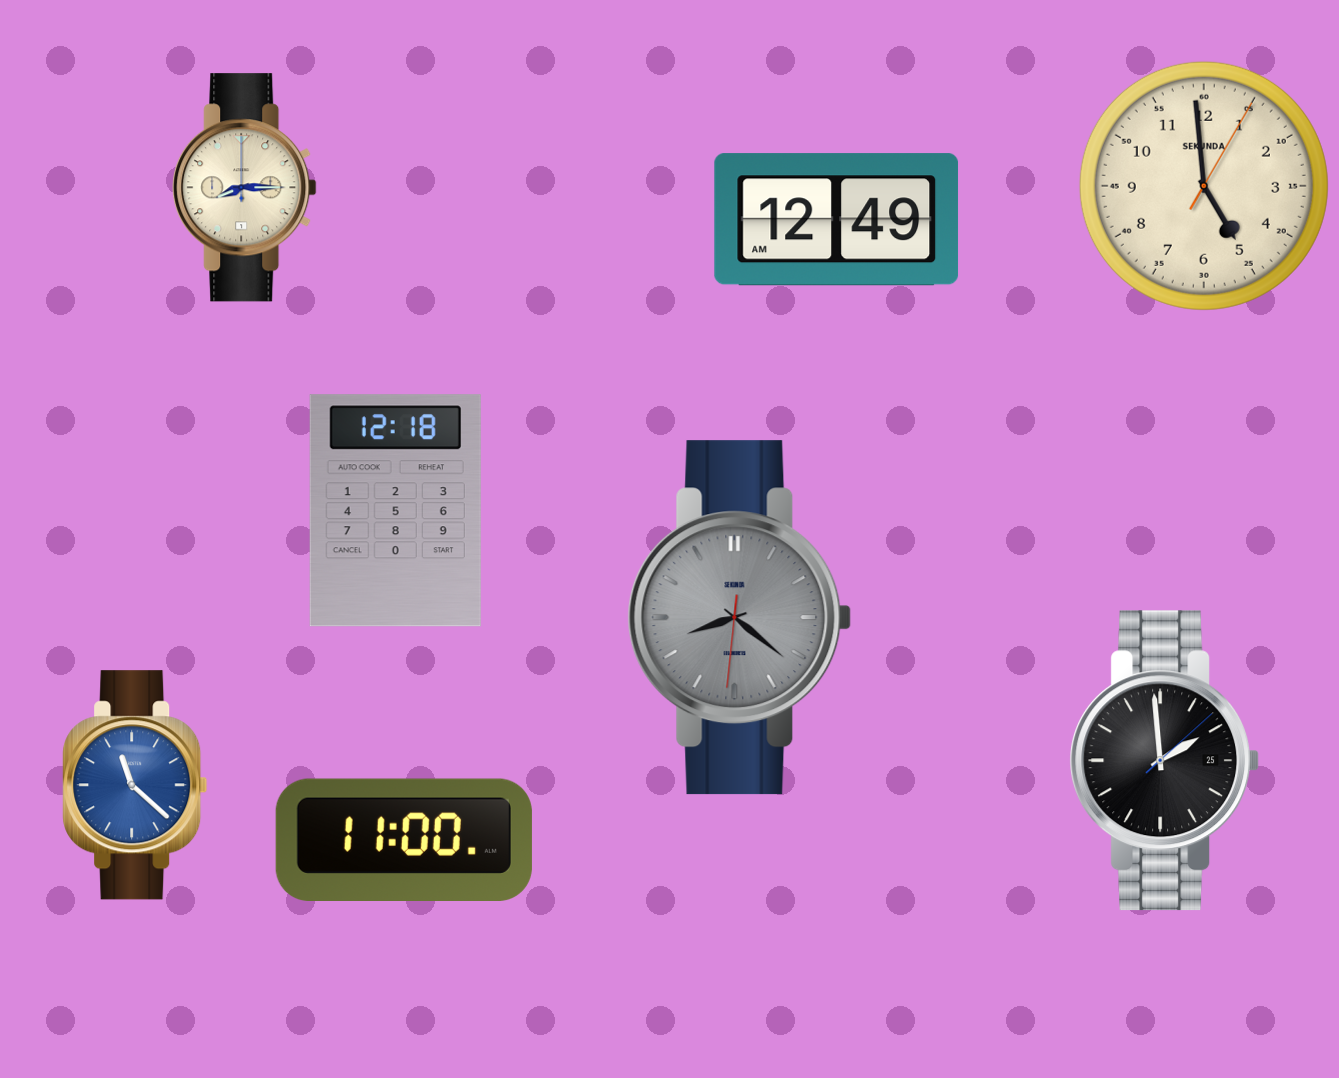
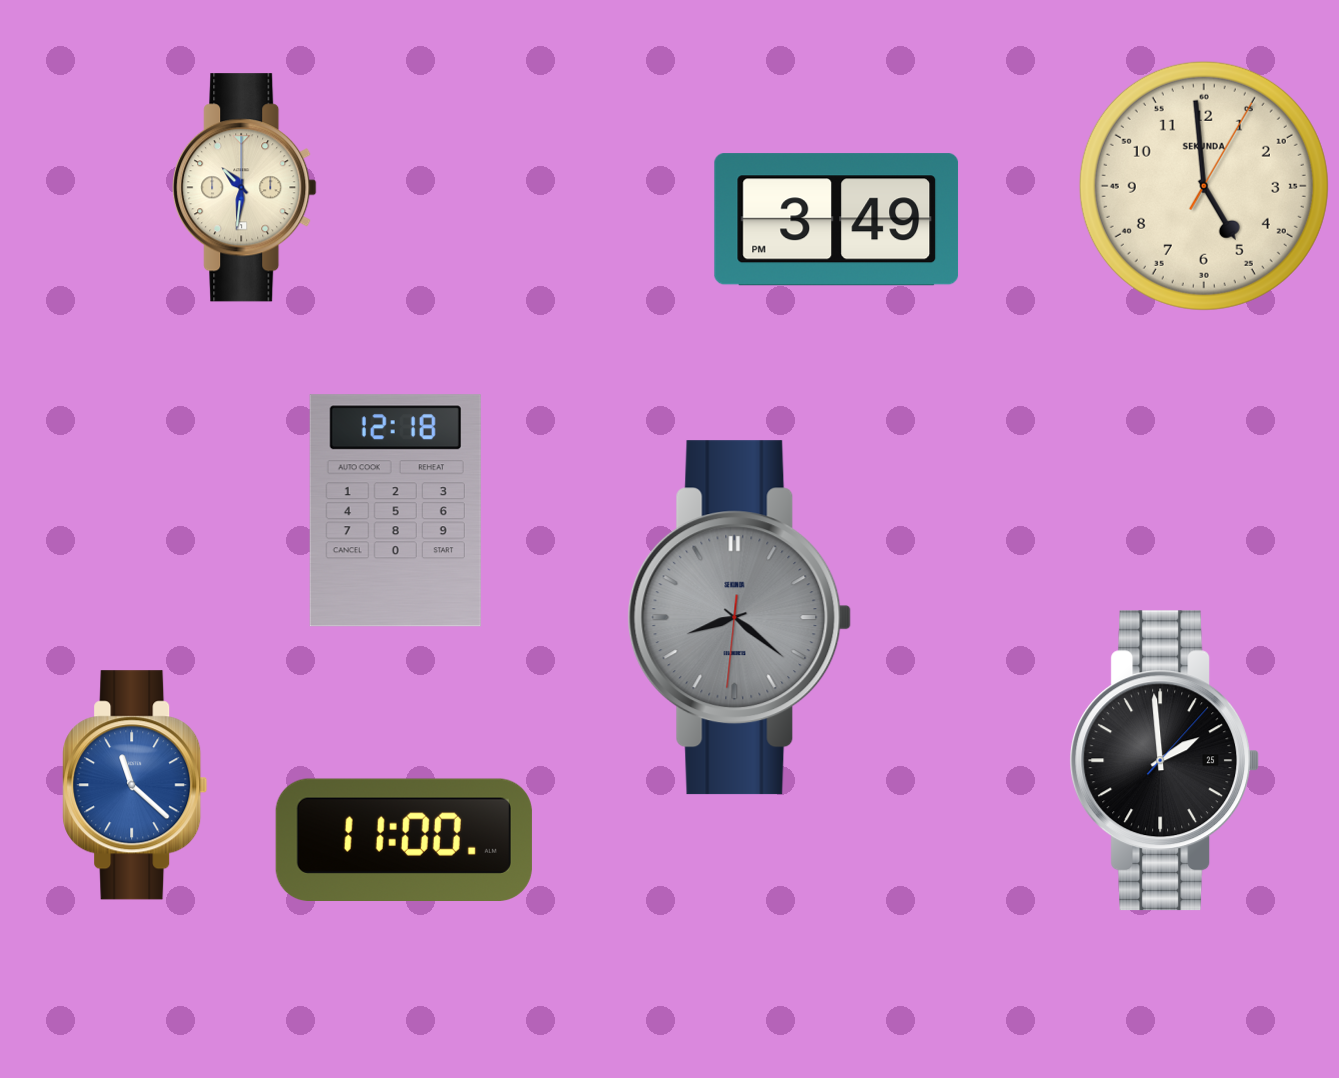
clock at (245, 188): 8:15 -> 10:31
clock at (837, 220): 12:49 -> 3:49
clock at (1165, 761): 1:59:08 -> 1:59:07
